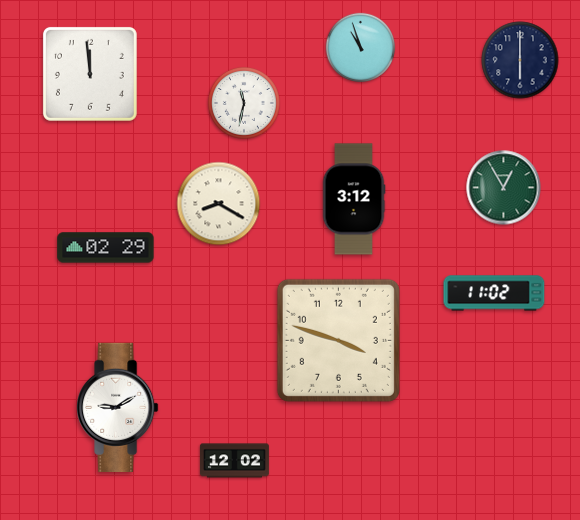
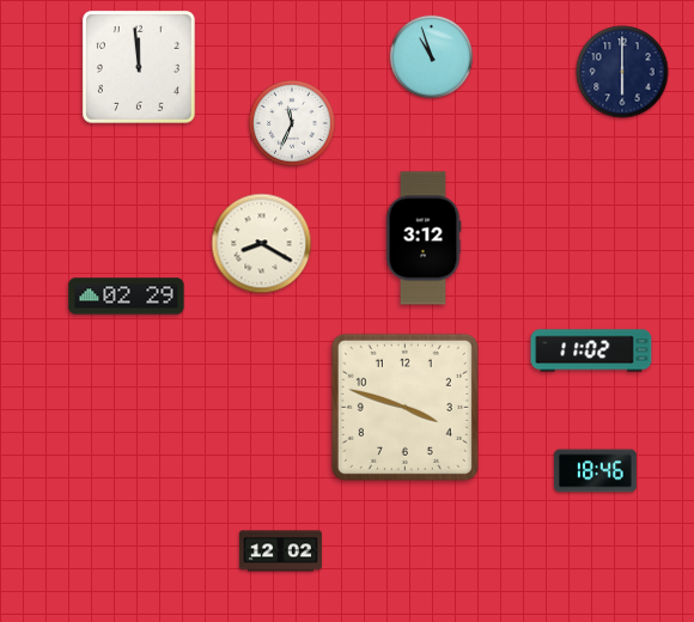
clock at (90, 74) position: (90, 74) -> (139, 67)
clock at (244, 103): 11:32 -> 11:34
clock at (504, 188): 12:55 -> none
clock at (595, 471): none -> 18:46
clock at (118, 407): 9:10 -> none
